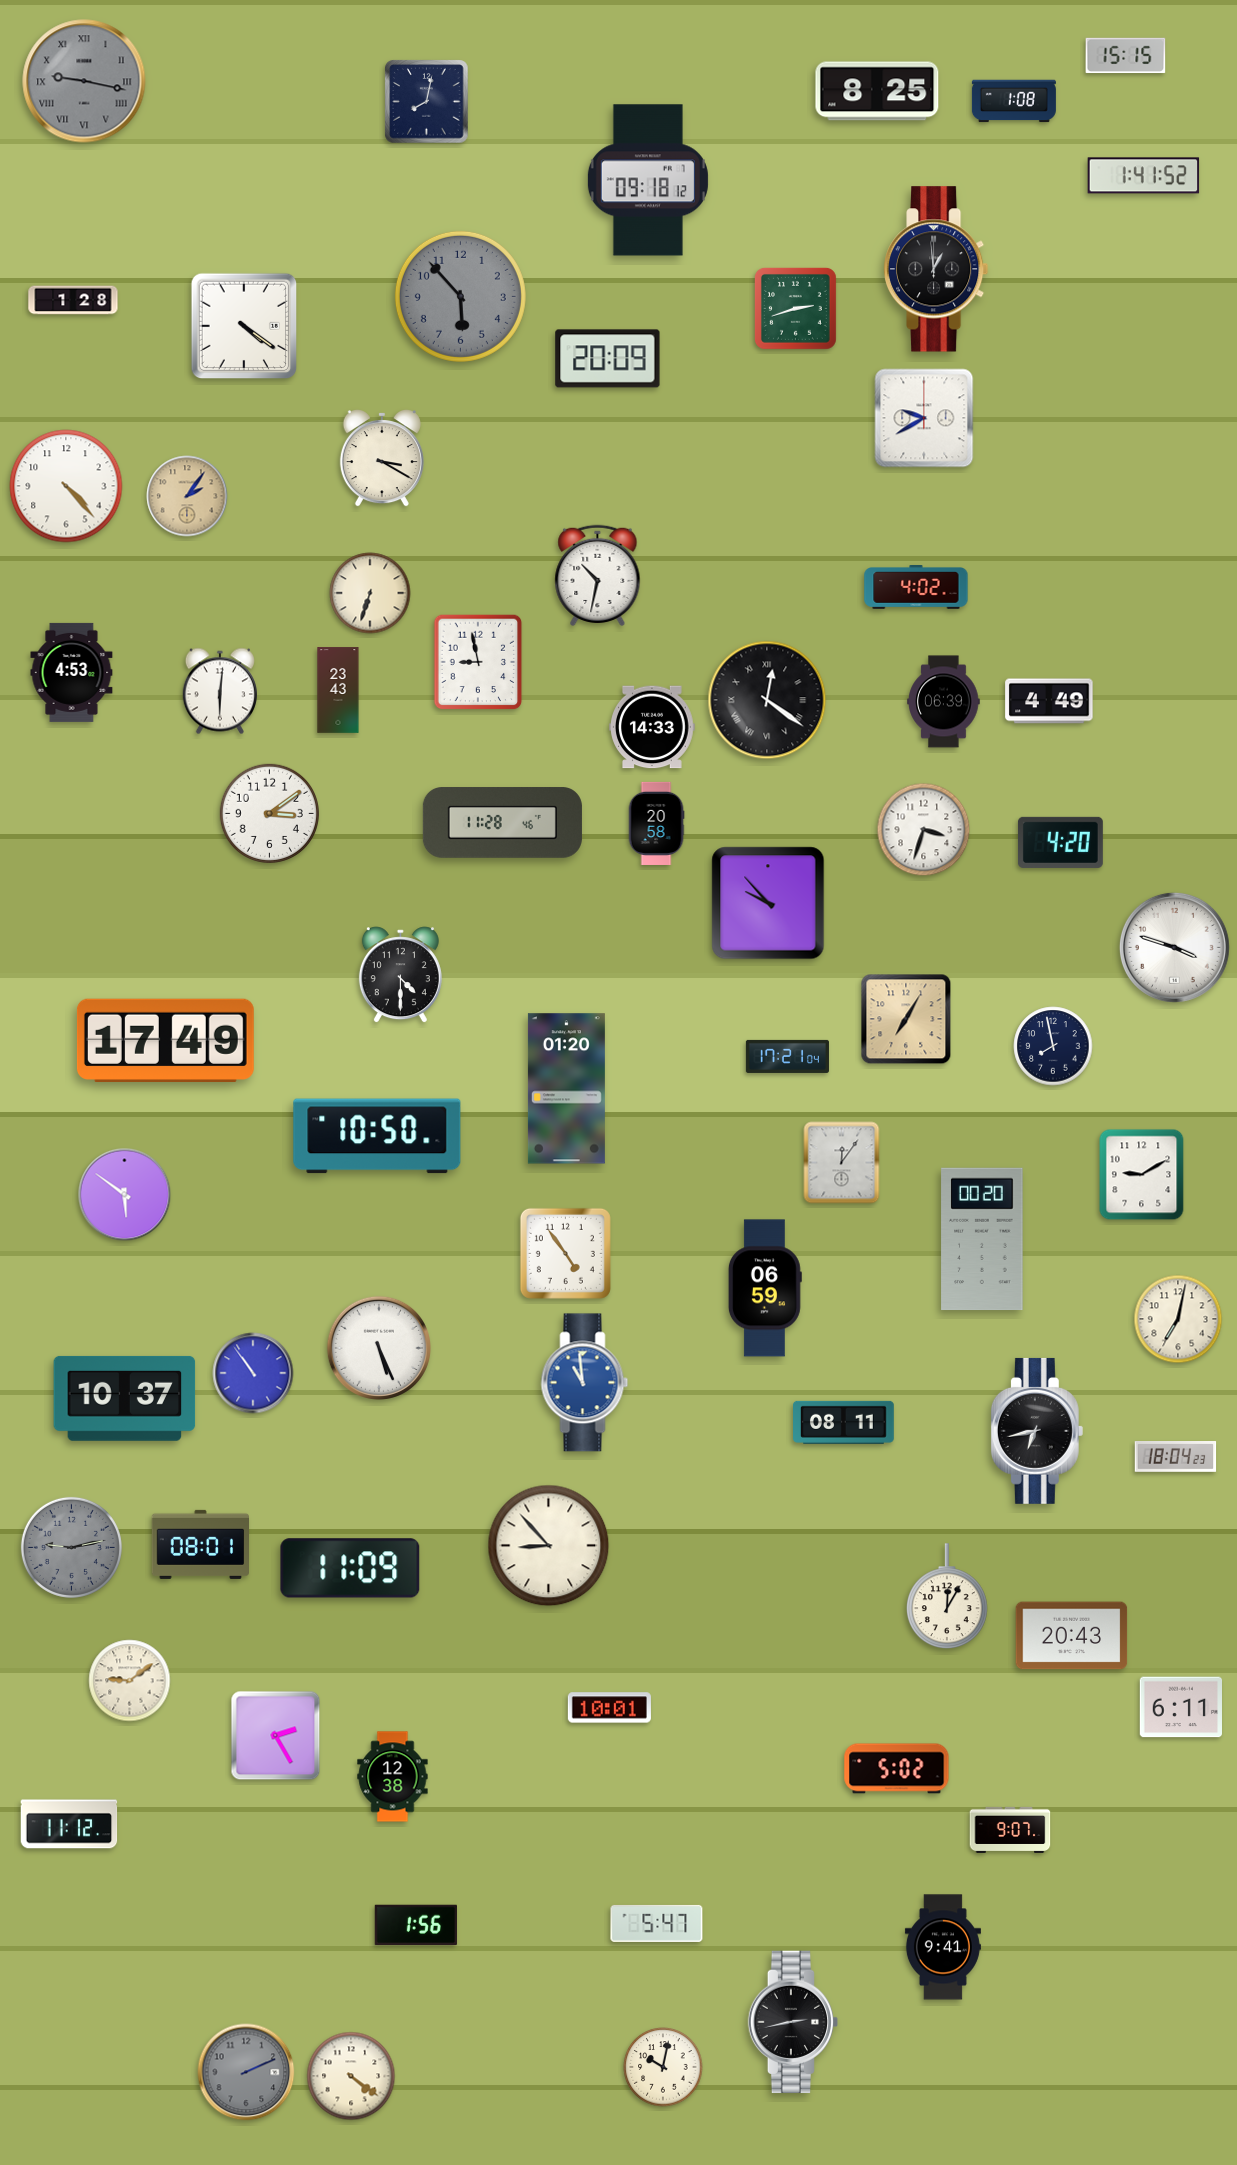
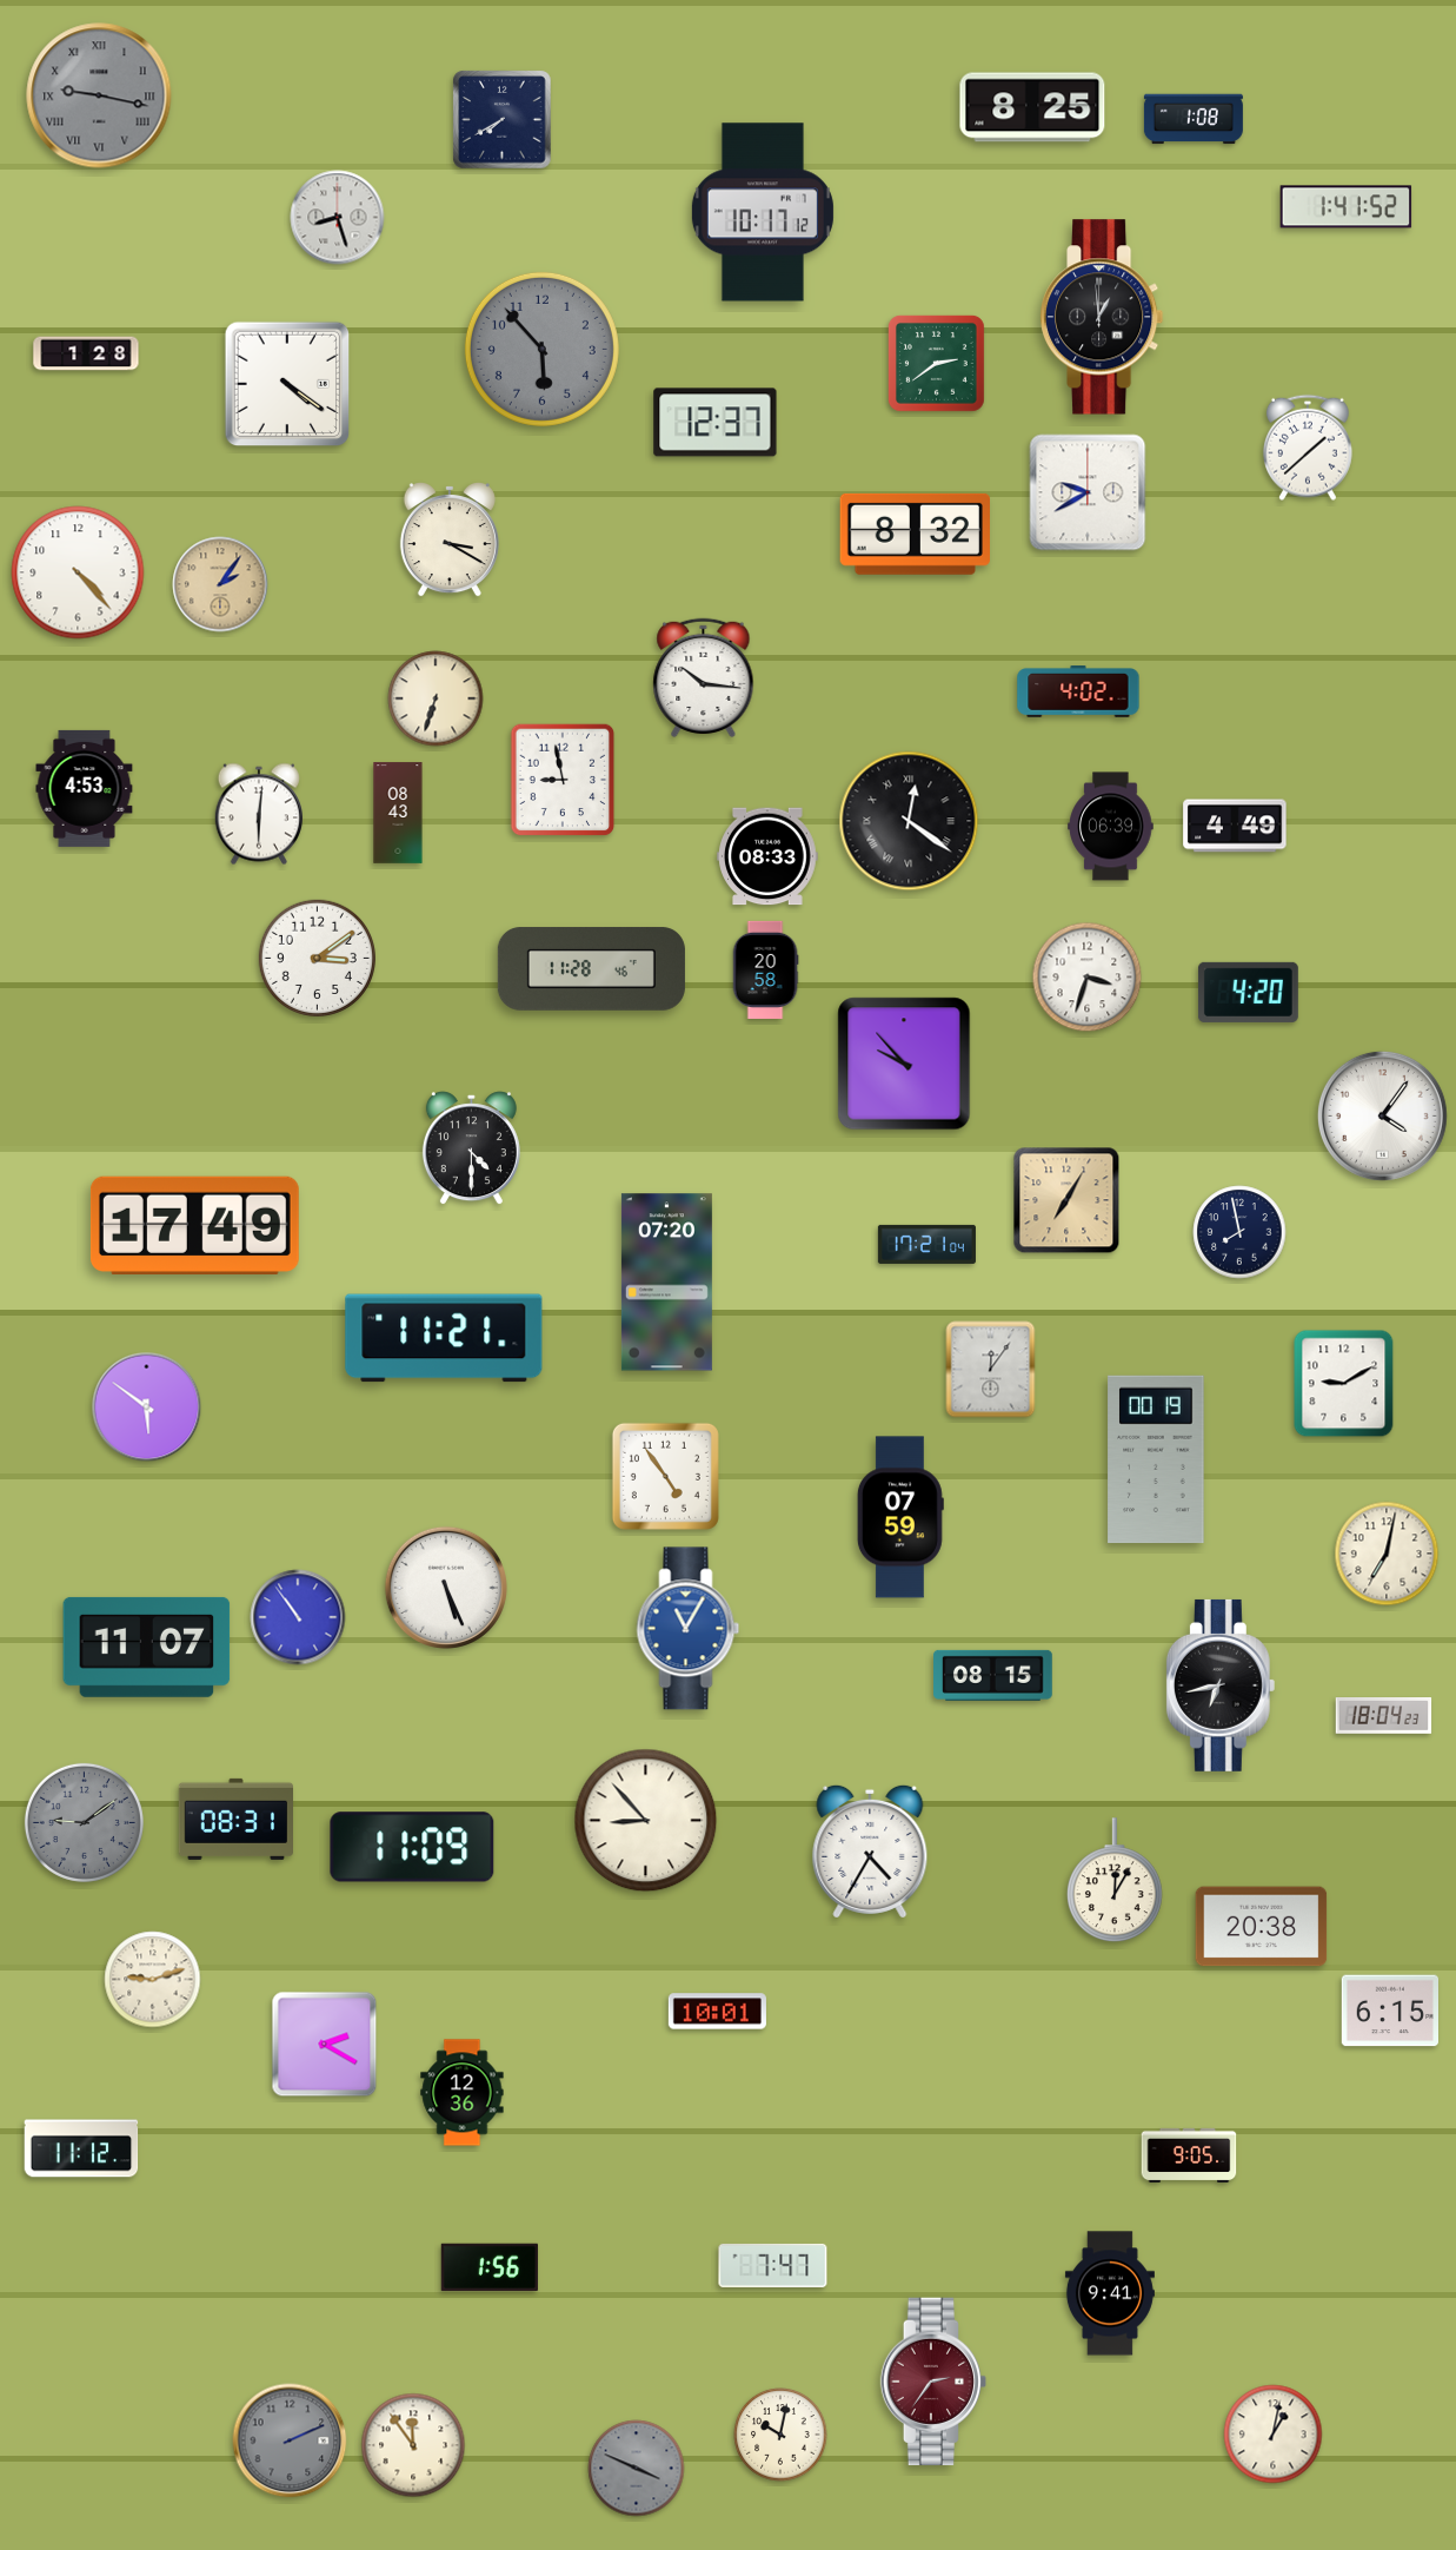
clock at (1126, 56): 15:15 -> none
clock at (427, 102): 8:02 -> 7:40
clock at (648, 180): 09:18 -> 10:17
clock at (338, 218): none -> 8:27
clock at (796, 309): 2:42 -> 2:39
clock at (608, 359): 20:09 -> 12:37
clock at (1308, 448): none -> 1:38
clock at (915, 534): none -> 8:32
clock at (598, 576): 10:32 -> 10:16
clock at (72, 672) position: (72, 672) -> (85, 788)
clock at (338, 690): 23:43 -> 08:43
clock at (767, 700) position: (767, 700) -> (909, 821)
clock at (652, 727): 14:33 -> 08:33
clock at (656, 823) position: (656, 823) -> (765, 969)
clock at (1174, 947): 3:48 -> 4:06
clock at (566, 1089): 01:20 -> 07:20
clock at (377, 1136): 10:50 -> 11:21
clock at (982, 1239): 00:20 -> 00:19
clock at (765, 1288): 06:59 -> 07:59
clock at (585, 1383): 10:59 -> 11:05
clock at (125, 1398): 10:37 -> 11:07
clock at (844, 1422): 08:11 -> 08:15
clock at (201, 1544): 08:01 -> 08:31
clock at (71, 1547): 9:13 -> 9:09
clock at (870, 1852): none -> 4:35
clock at (1072, 1636): 20:43 -> 20:38
clock at (130, 1681): 9:09 -> 9:12
clock at (1180, 1707): 6:11 -> 6:15
clock at (276, 1736): 2:25 -> 2:20
clock at (897, 1769): 5:02 -> none
clock at (393, 1777): 12:38 -> 12:36
clock at (1010, 1830): 9:07 -> 9:05
clock at (657, 1923): 5:47 -> 7:47
clock at (793, 2022): 2:43 -> 2:36
clock at (793, 2022) dial: black -> burgundy
clock at (1274, 2435): none -> 1:02
clock at (351, 2076): 4:21 -> 11:54
clock at (637, 2469): none -> 3:49
